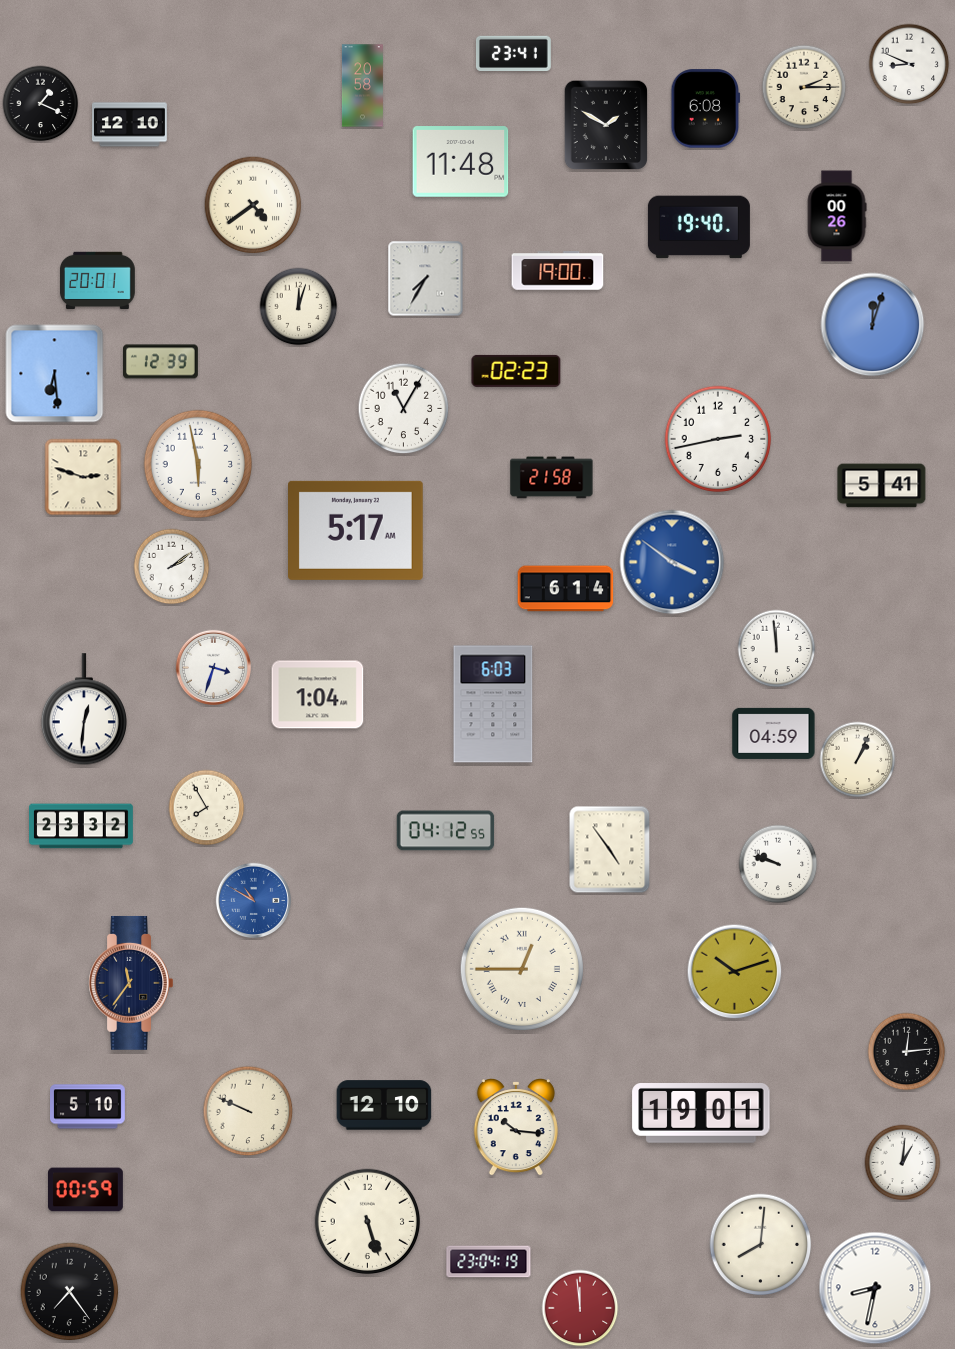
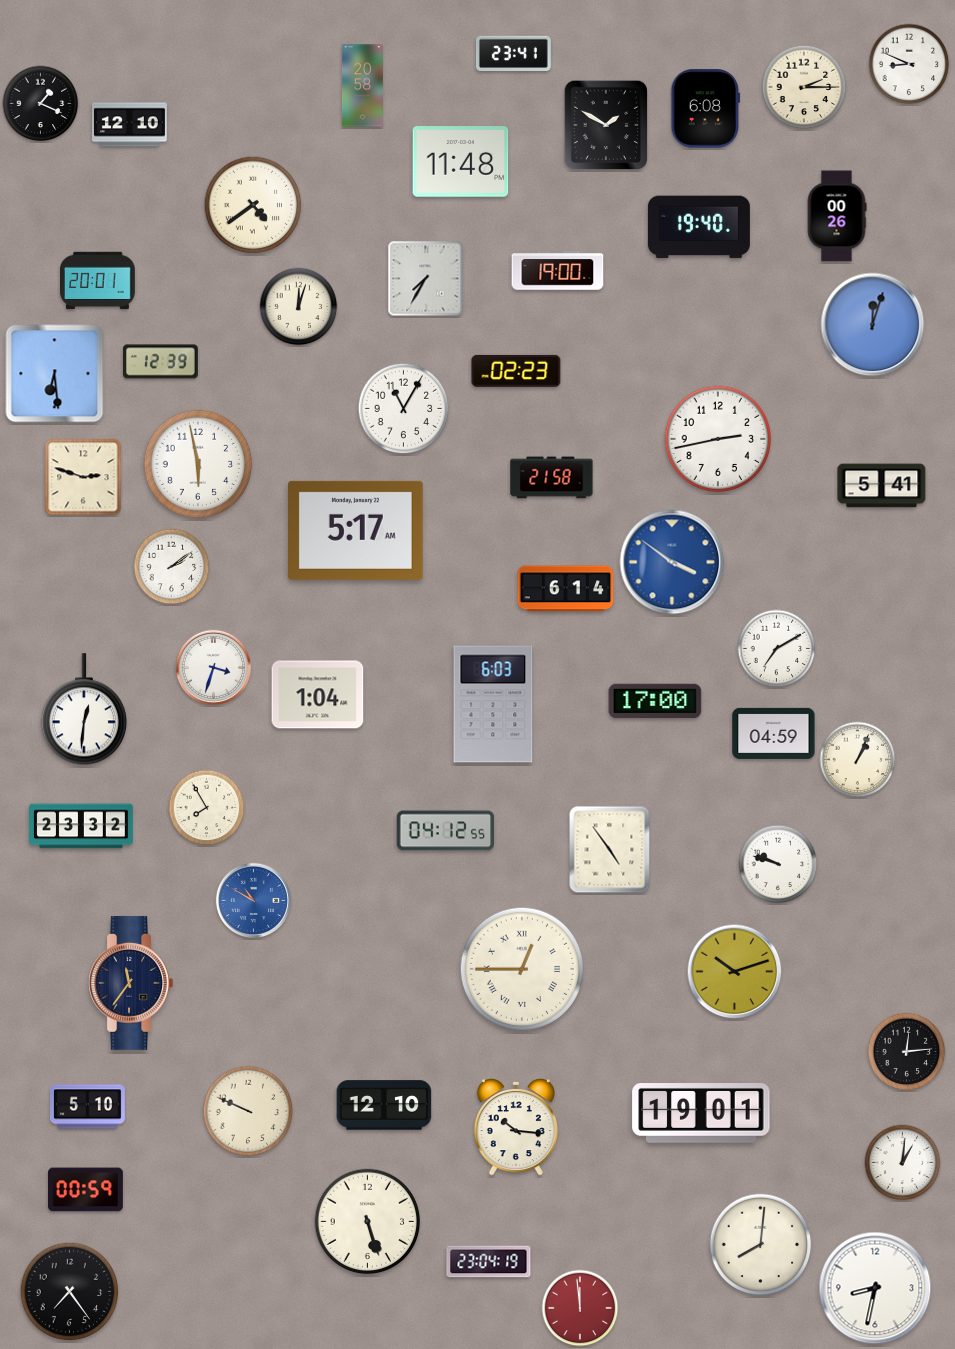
clock at (777, 649): 11:59 -> 7:10
clock at (655, 701): none -> 17:00
